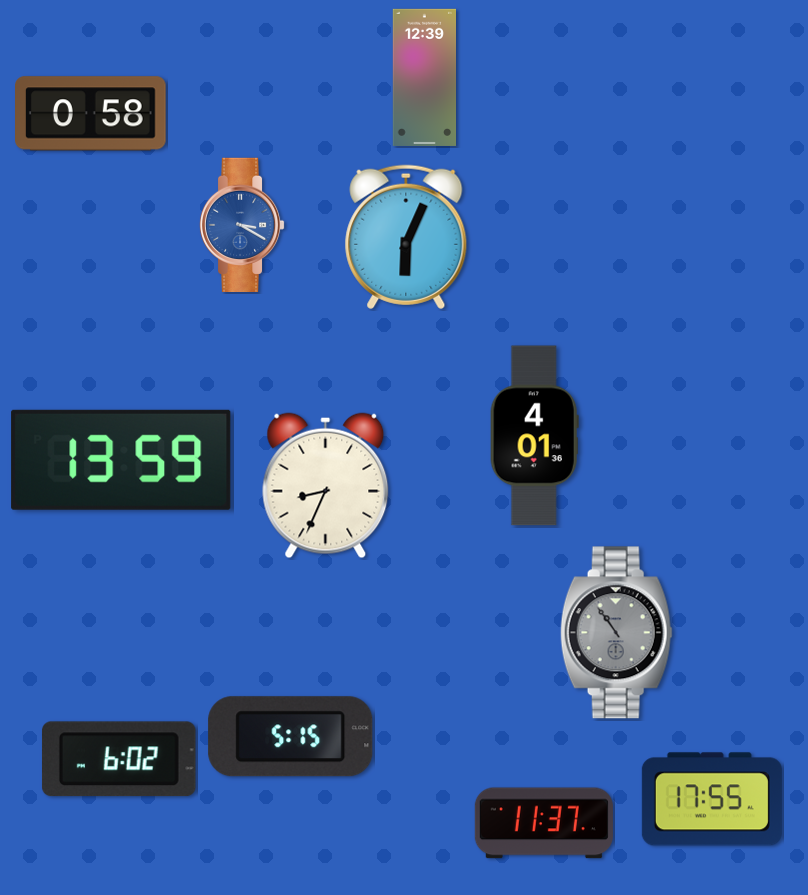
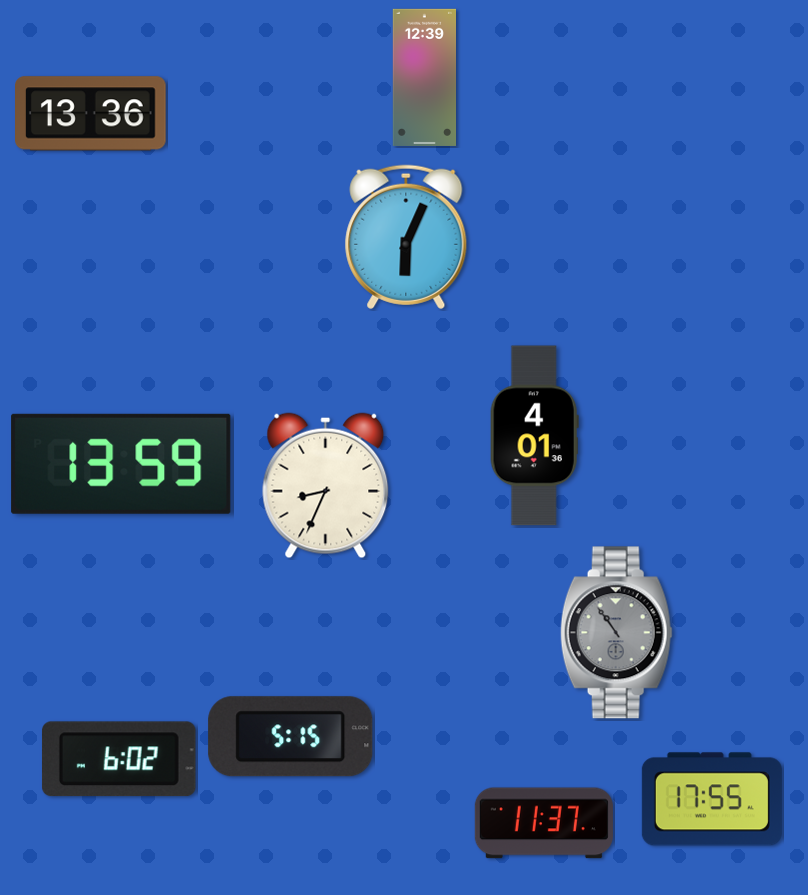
clock at (91, 114): 0:58 -> 13:36
clock at (242, 224): 3:20 -> none
clock at (121, 460) position: (121, 460) -> (121, 464)
